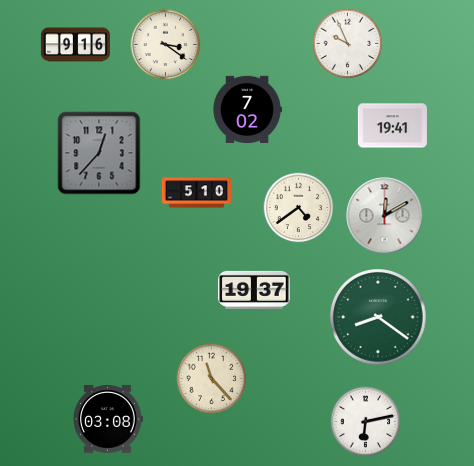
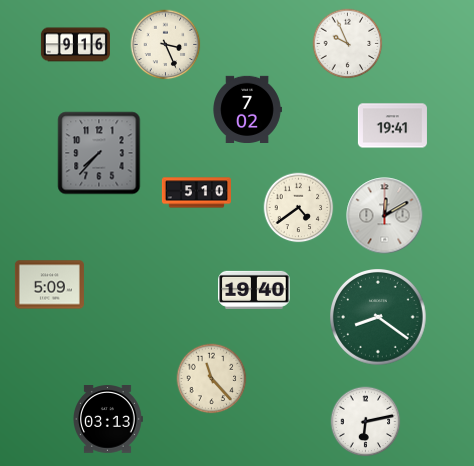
clock at (166, 45): 3:21 -> 3:26
clock at (99, 153): 12:37 -> 7:37
clock at (49, 285): none -> 5:09
clock at (254, 290): 19:37 -> 19:40
clock at (108, 420): 03:08 -> 03:13
